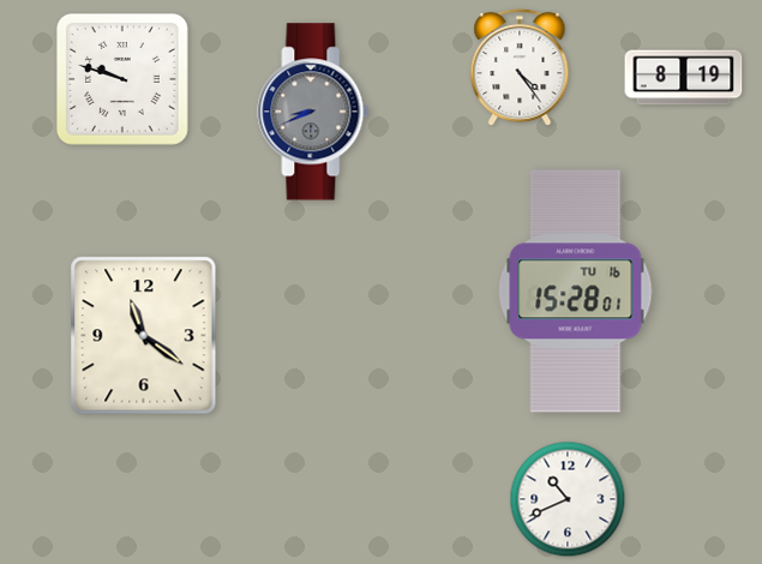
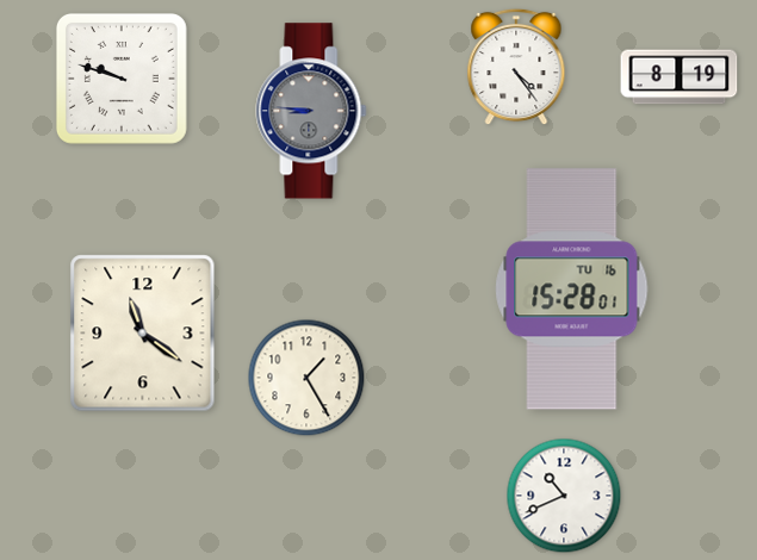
clock at (313, 112): 8:41 -> 8:46
clock at (306, 378): none -> 1:25
